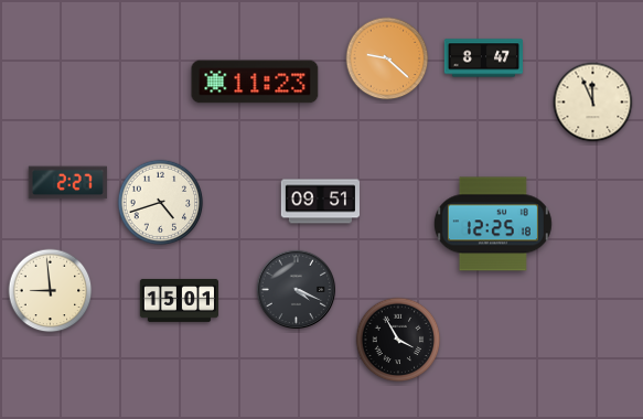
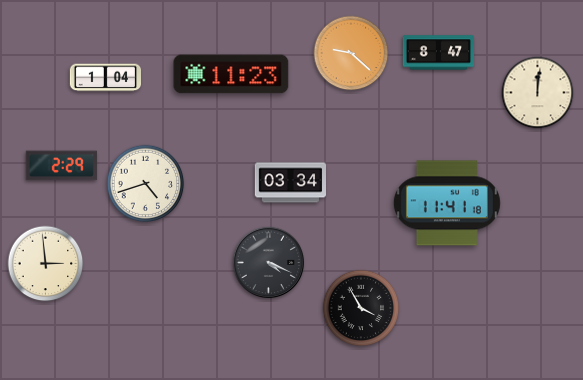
clock at (105, 78): none -> 1:04
clock at (593, 103): 11:56 -> 12:01
clock at (67, 183): 2:27 -> 2:29
clock at (320, 202): 09:51 -> 03:34
clock at (493, 224): 12:25 -> 11:41
clock at (51, 291): 8:59 -> 2:59
clock at (179, 300): 15:01 -> none
